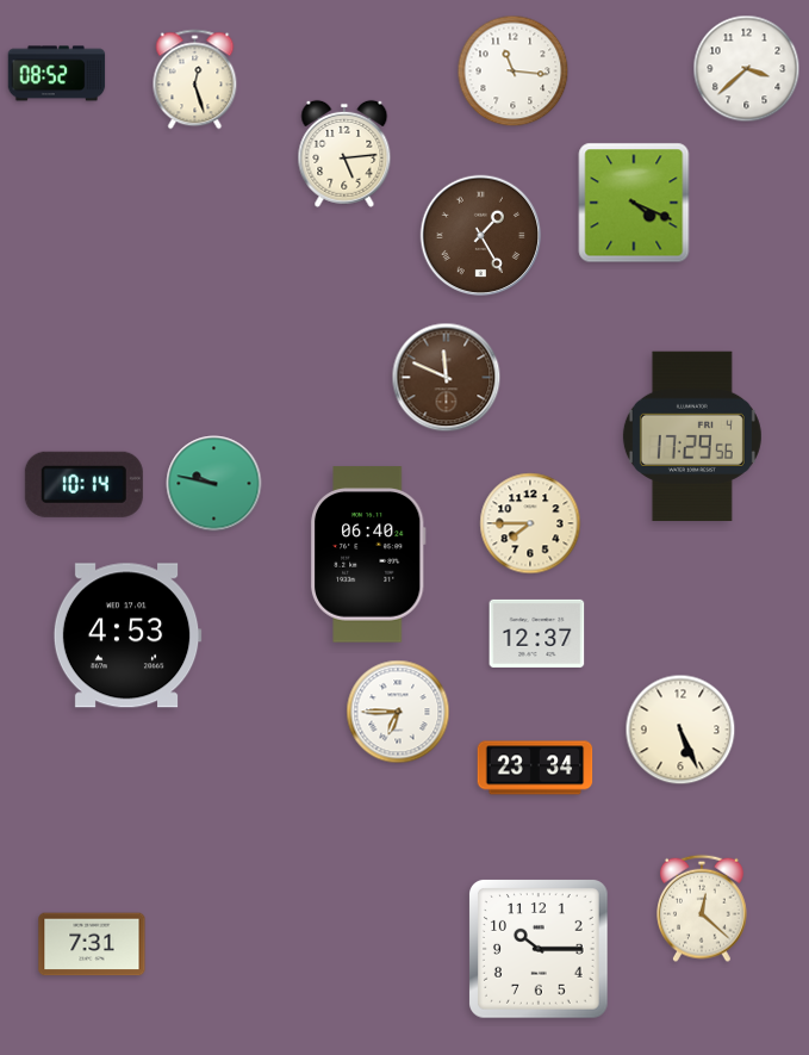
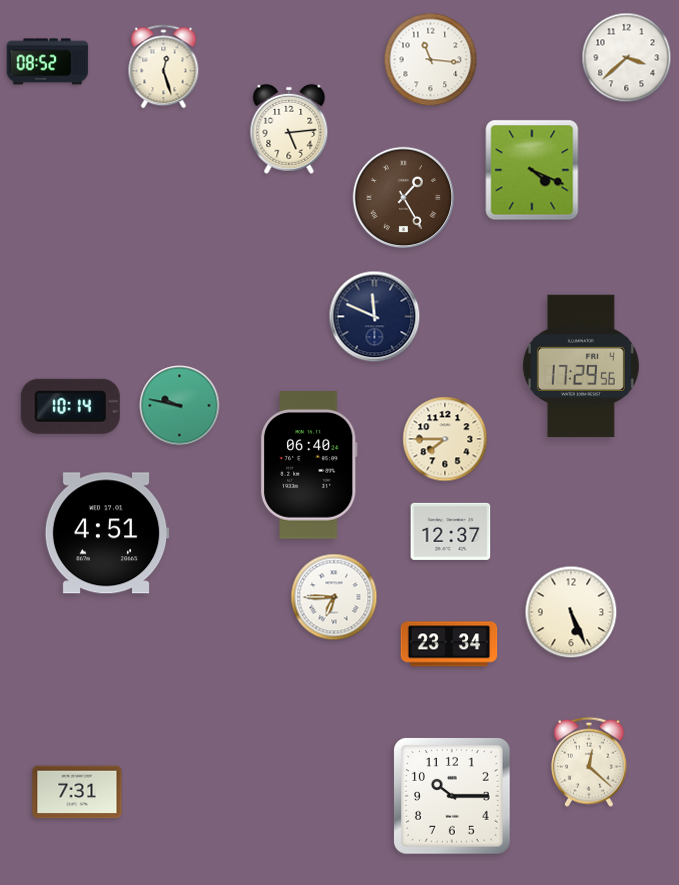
clock at (447, 378) dial: brown -> navy
clock at (127, 635): 4:53 -> 4:51
